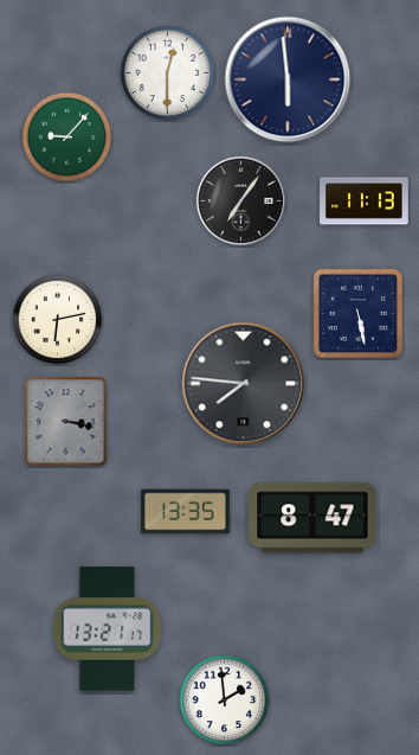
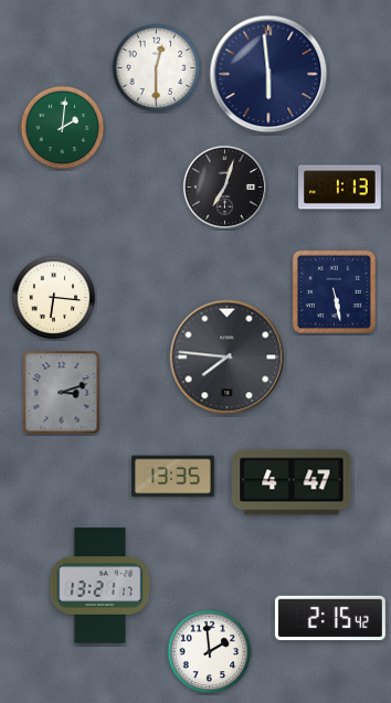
clock at (67, 137): 9:07 -> 2:01
clock at (240, 200): 7:06 -> 7:03
clock at (365, 201): 11:13 -> 1:13
clock at (58, 320): 6:13 -> 6:16
clock at (66, 422): 3:17 -> 3:12
clock at (312, 518): 8:47 -> 4:47
clock at (330, 618): none -> 2:15
